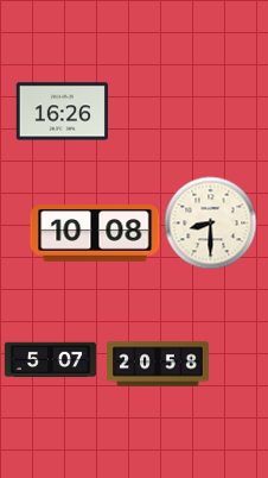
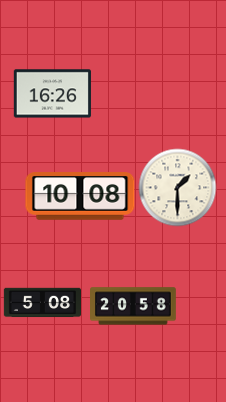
clock at (210, 222): 8:30 -> 1:30
clock at (50, 360): 5:07 -> 5:08
